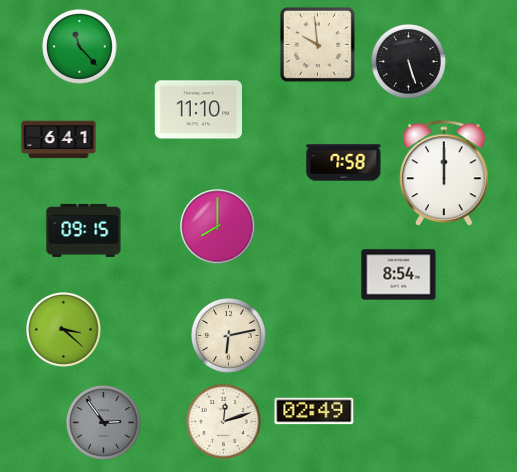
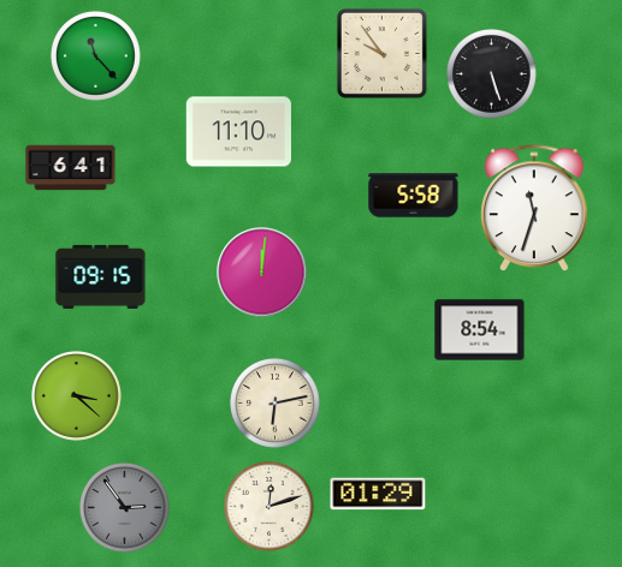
clock at (317, 44): 9:59 -> 9:54
clock at (344, 163): 7:58 -> 5:58
clock at (444, 174): 12:00 -> 11:33
clock at (218, 227): 8:00 -> 12:01
clock at (314, 411): 02:49 -> 01:29
